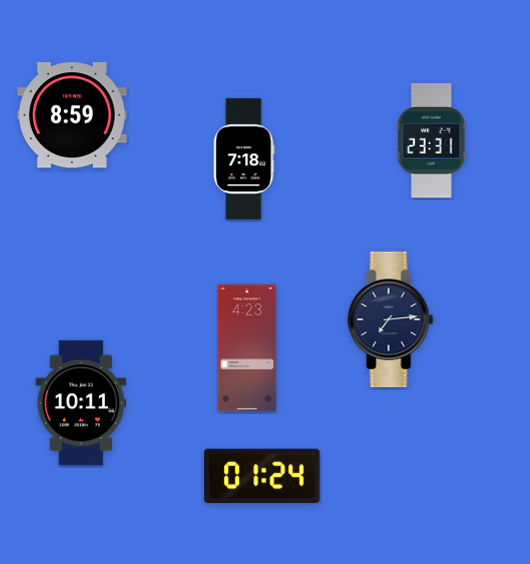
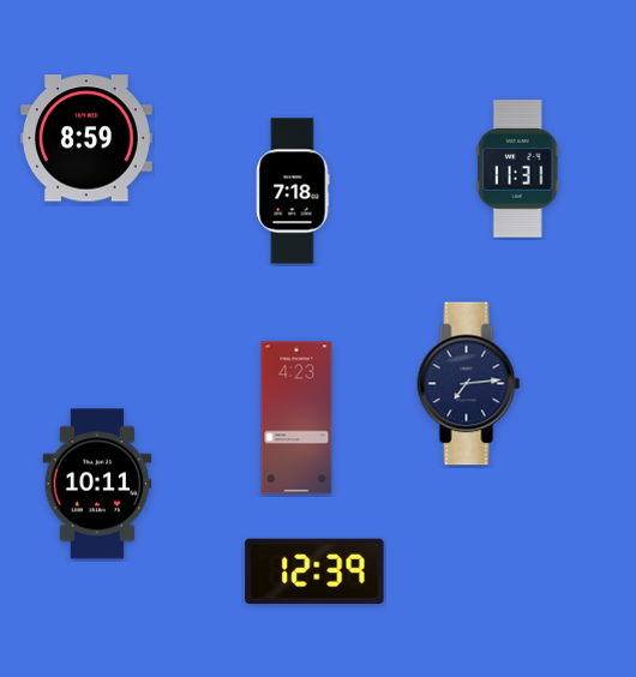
clock at (431, 141): 23:31 -> 11:31
clock at (262, 476): 01:24 -> 12:39
